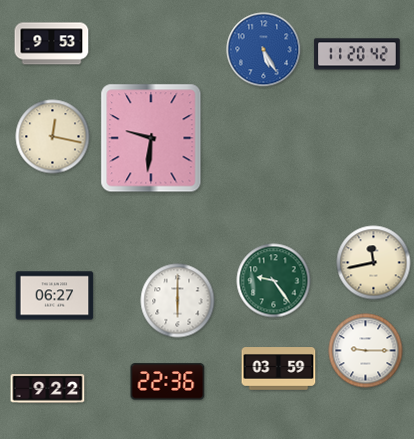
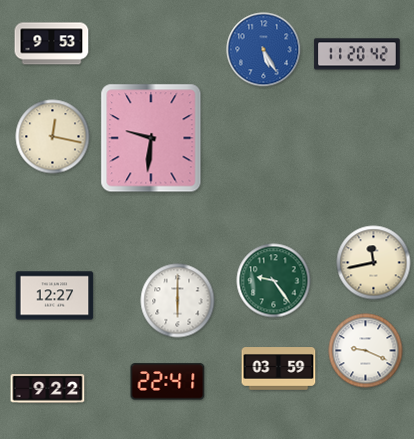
clock at (55, 296): 06:27 -> 12:27
clock at (366, 351): 9:15 -> 9:19
clock at (168, 382): 22:36 -> 22:41
